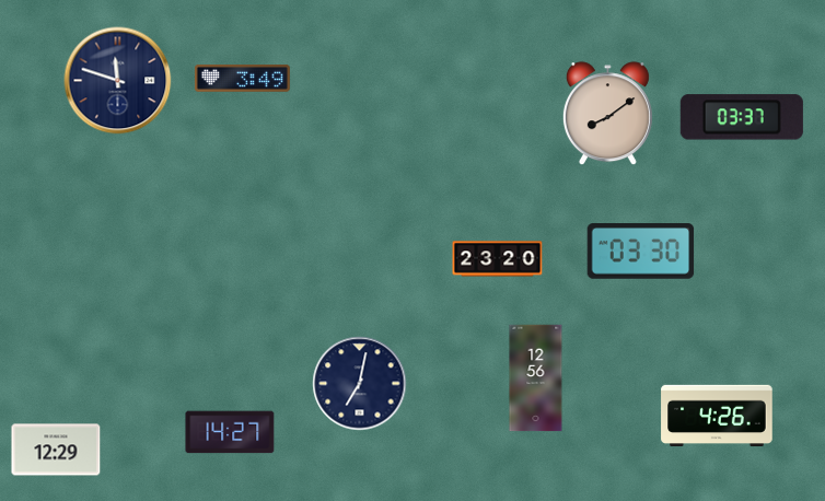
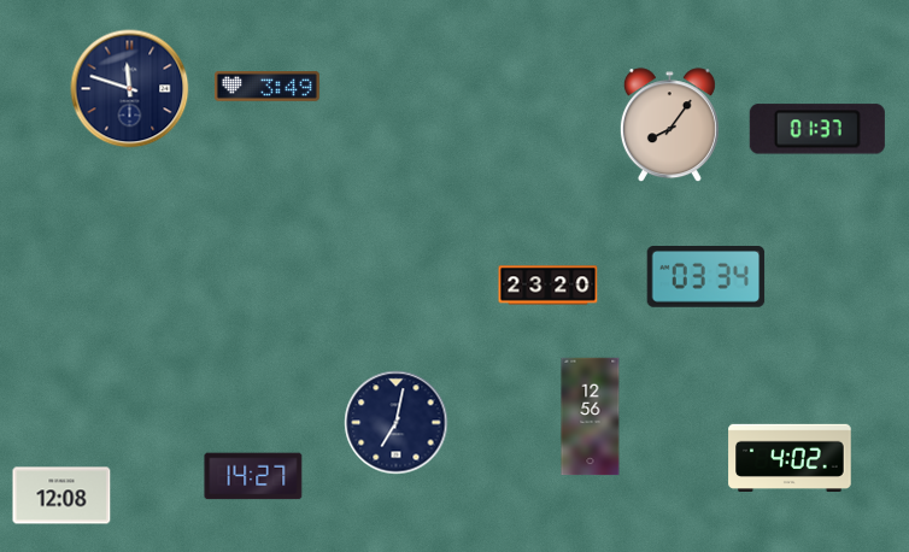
clock at (607, 114): 8:09 -> 8:06
clock at (742, 117): 03:37 -> 01:37
clock at (641, 252): 03:30 -> 03:34
clock at (717, 415): 4:26 -> 4:02
clock at (56, 450): 12:29 -> 12:08
